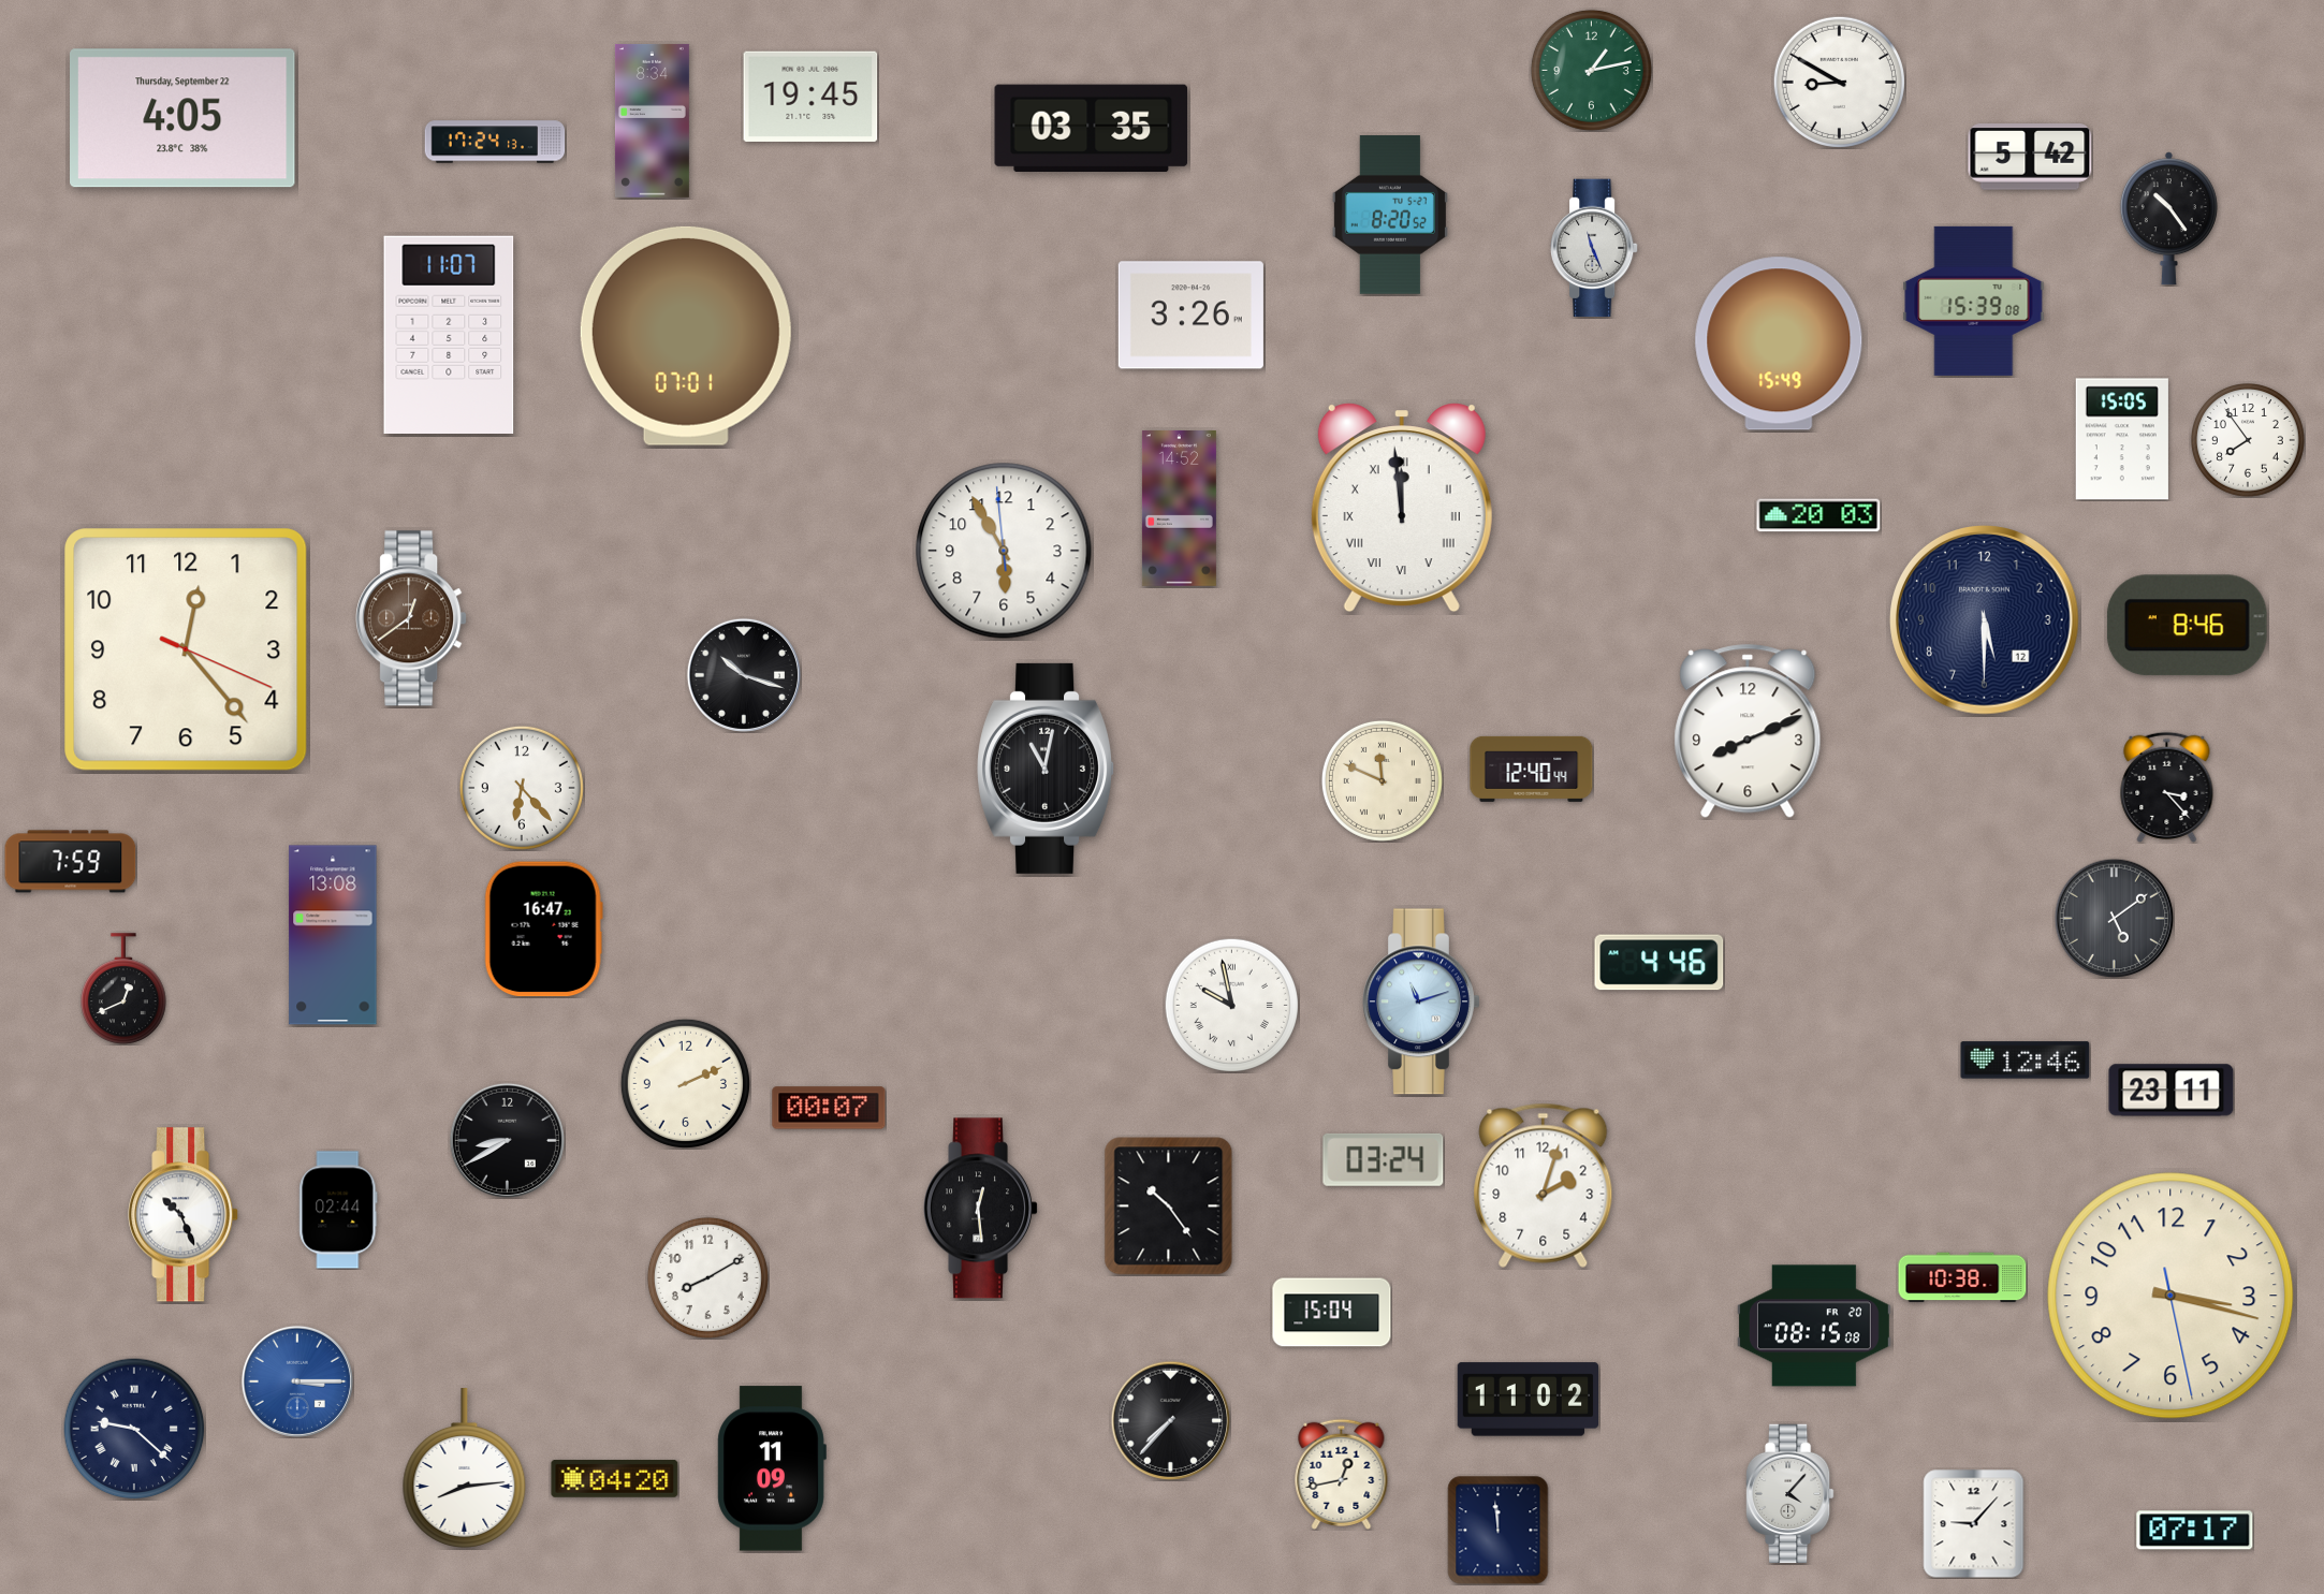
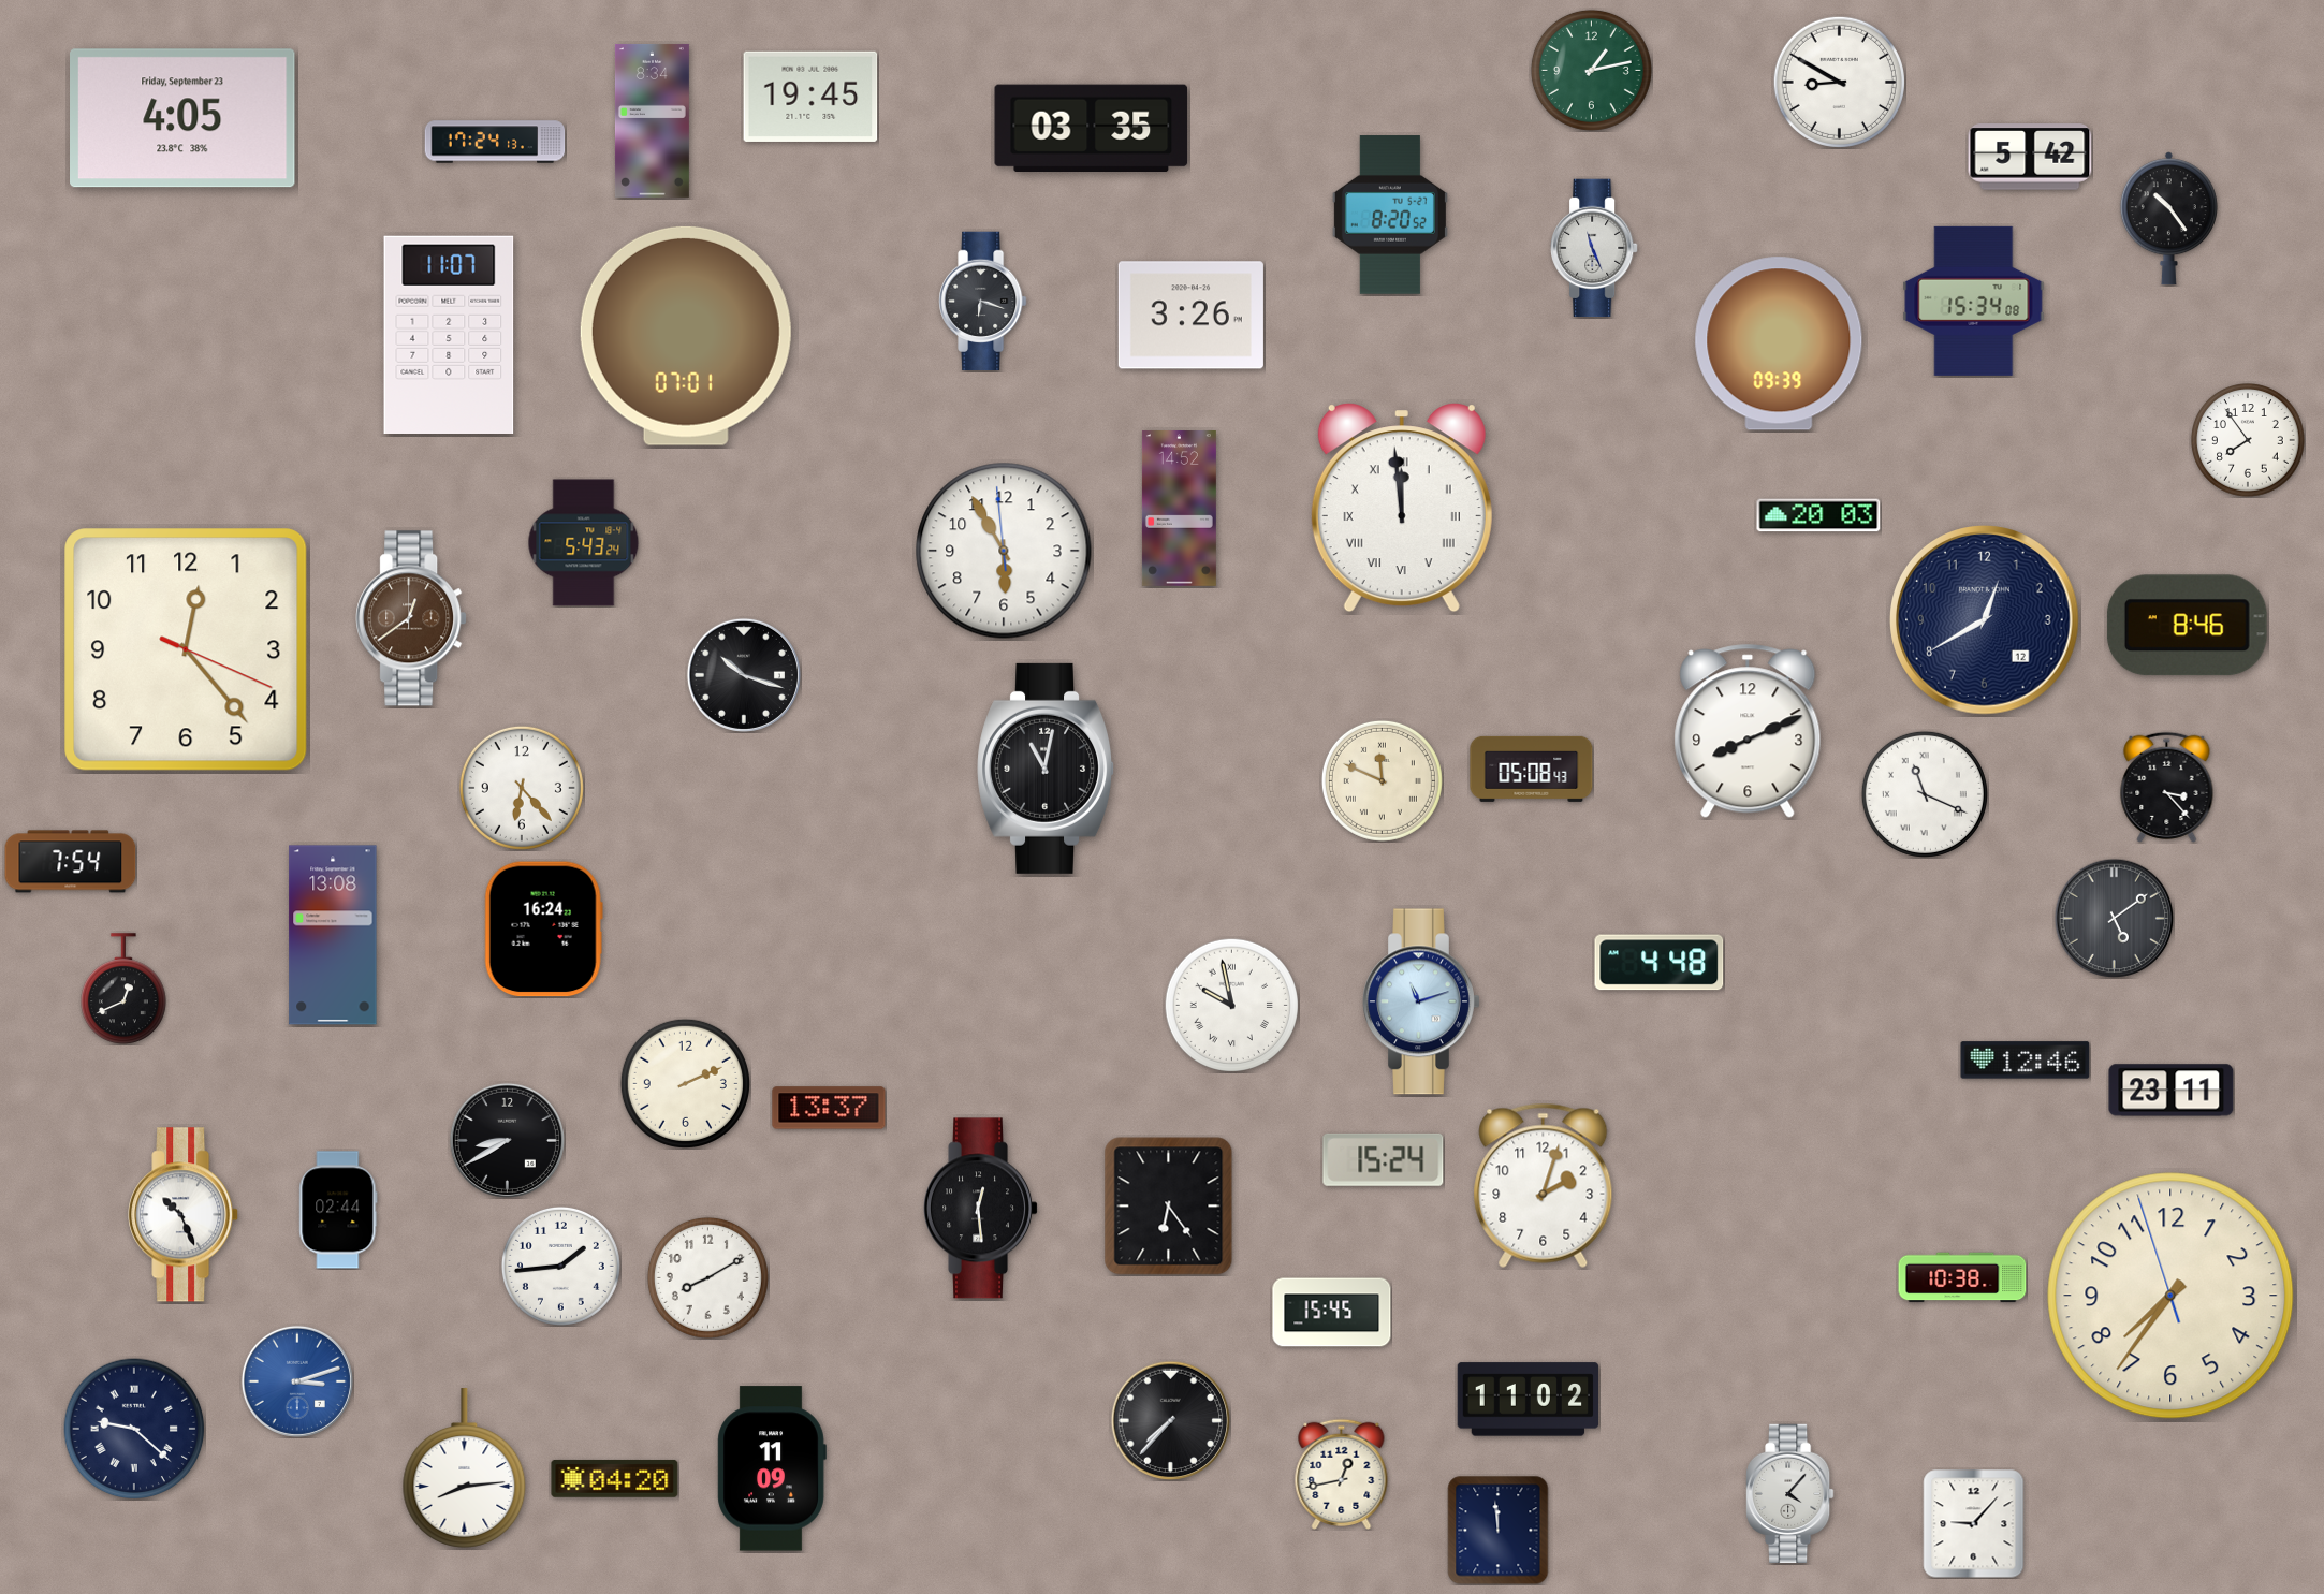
clock at (184, 118) date: Thursday, September 22 -> Friday, September 23
clock at (1974, 301): 15:39 -> 15:34
clock at (983, 302): none -> 6:18
clock at (1779, 343): 15:49 -> 09:39
clock at (2122, 439): 15:05 -> none
clock at (584, 543): none -> 5:43
clock at (1985, 620): 5:30 -> 12:40
clock at (1532, 769): 12:40 -> 05:08
clock at (1925, 794): none -> 11:19
clock at (71, 862): 7:59 -> 7:54
clock at (543, 930): 16:47 -> 16:24
clock at (1660, 963): 4:46 -> 4:48
clock at (829, 1108): 00:07 -> 13:37
clock at (1384, 1159): 03:24 -> 15:24
clock at (1169, 1207): 10:24 -> 6:24
clock at (560, 1266): none -> 1:44
clock at (2170, 1296): 3:17 -> 7:35
clock at (1332, 1313): 15:04 -> 15:45
clock at (1814, 1326): 08:15 -> none
clock at (297, 1381): 3:15 -> 3:12
clock at (2195, 1531): 07:17 -> none
